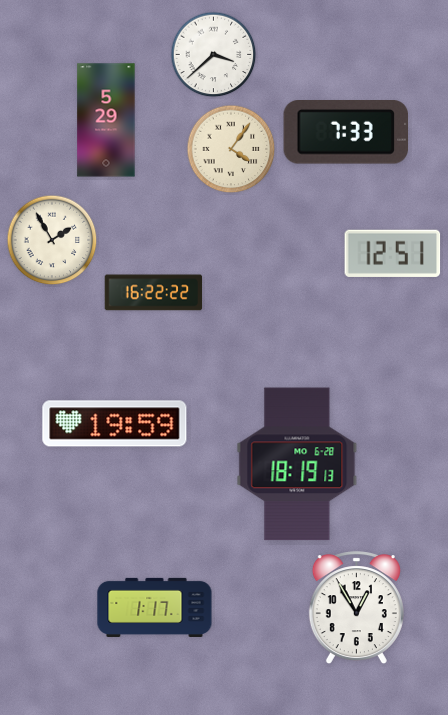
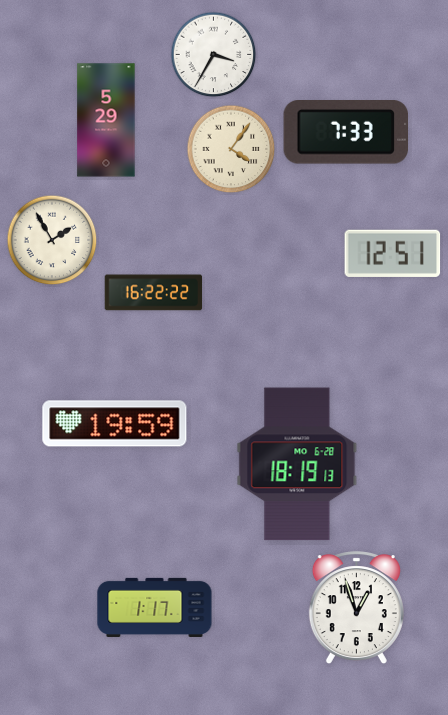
clock at (214, 55): 3:38 -> 3:35
clock at (356, 608): 12:55 -> 12:57
